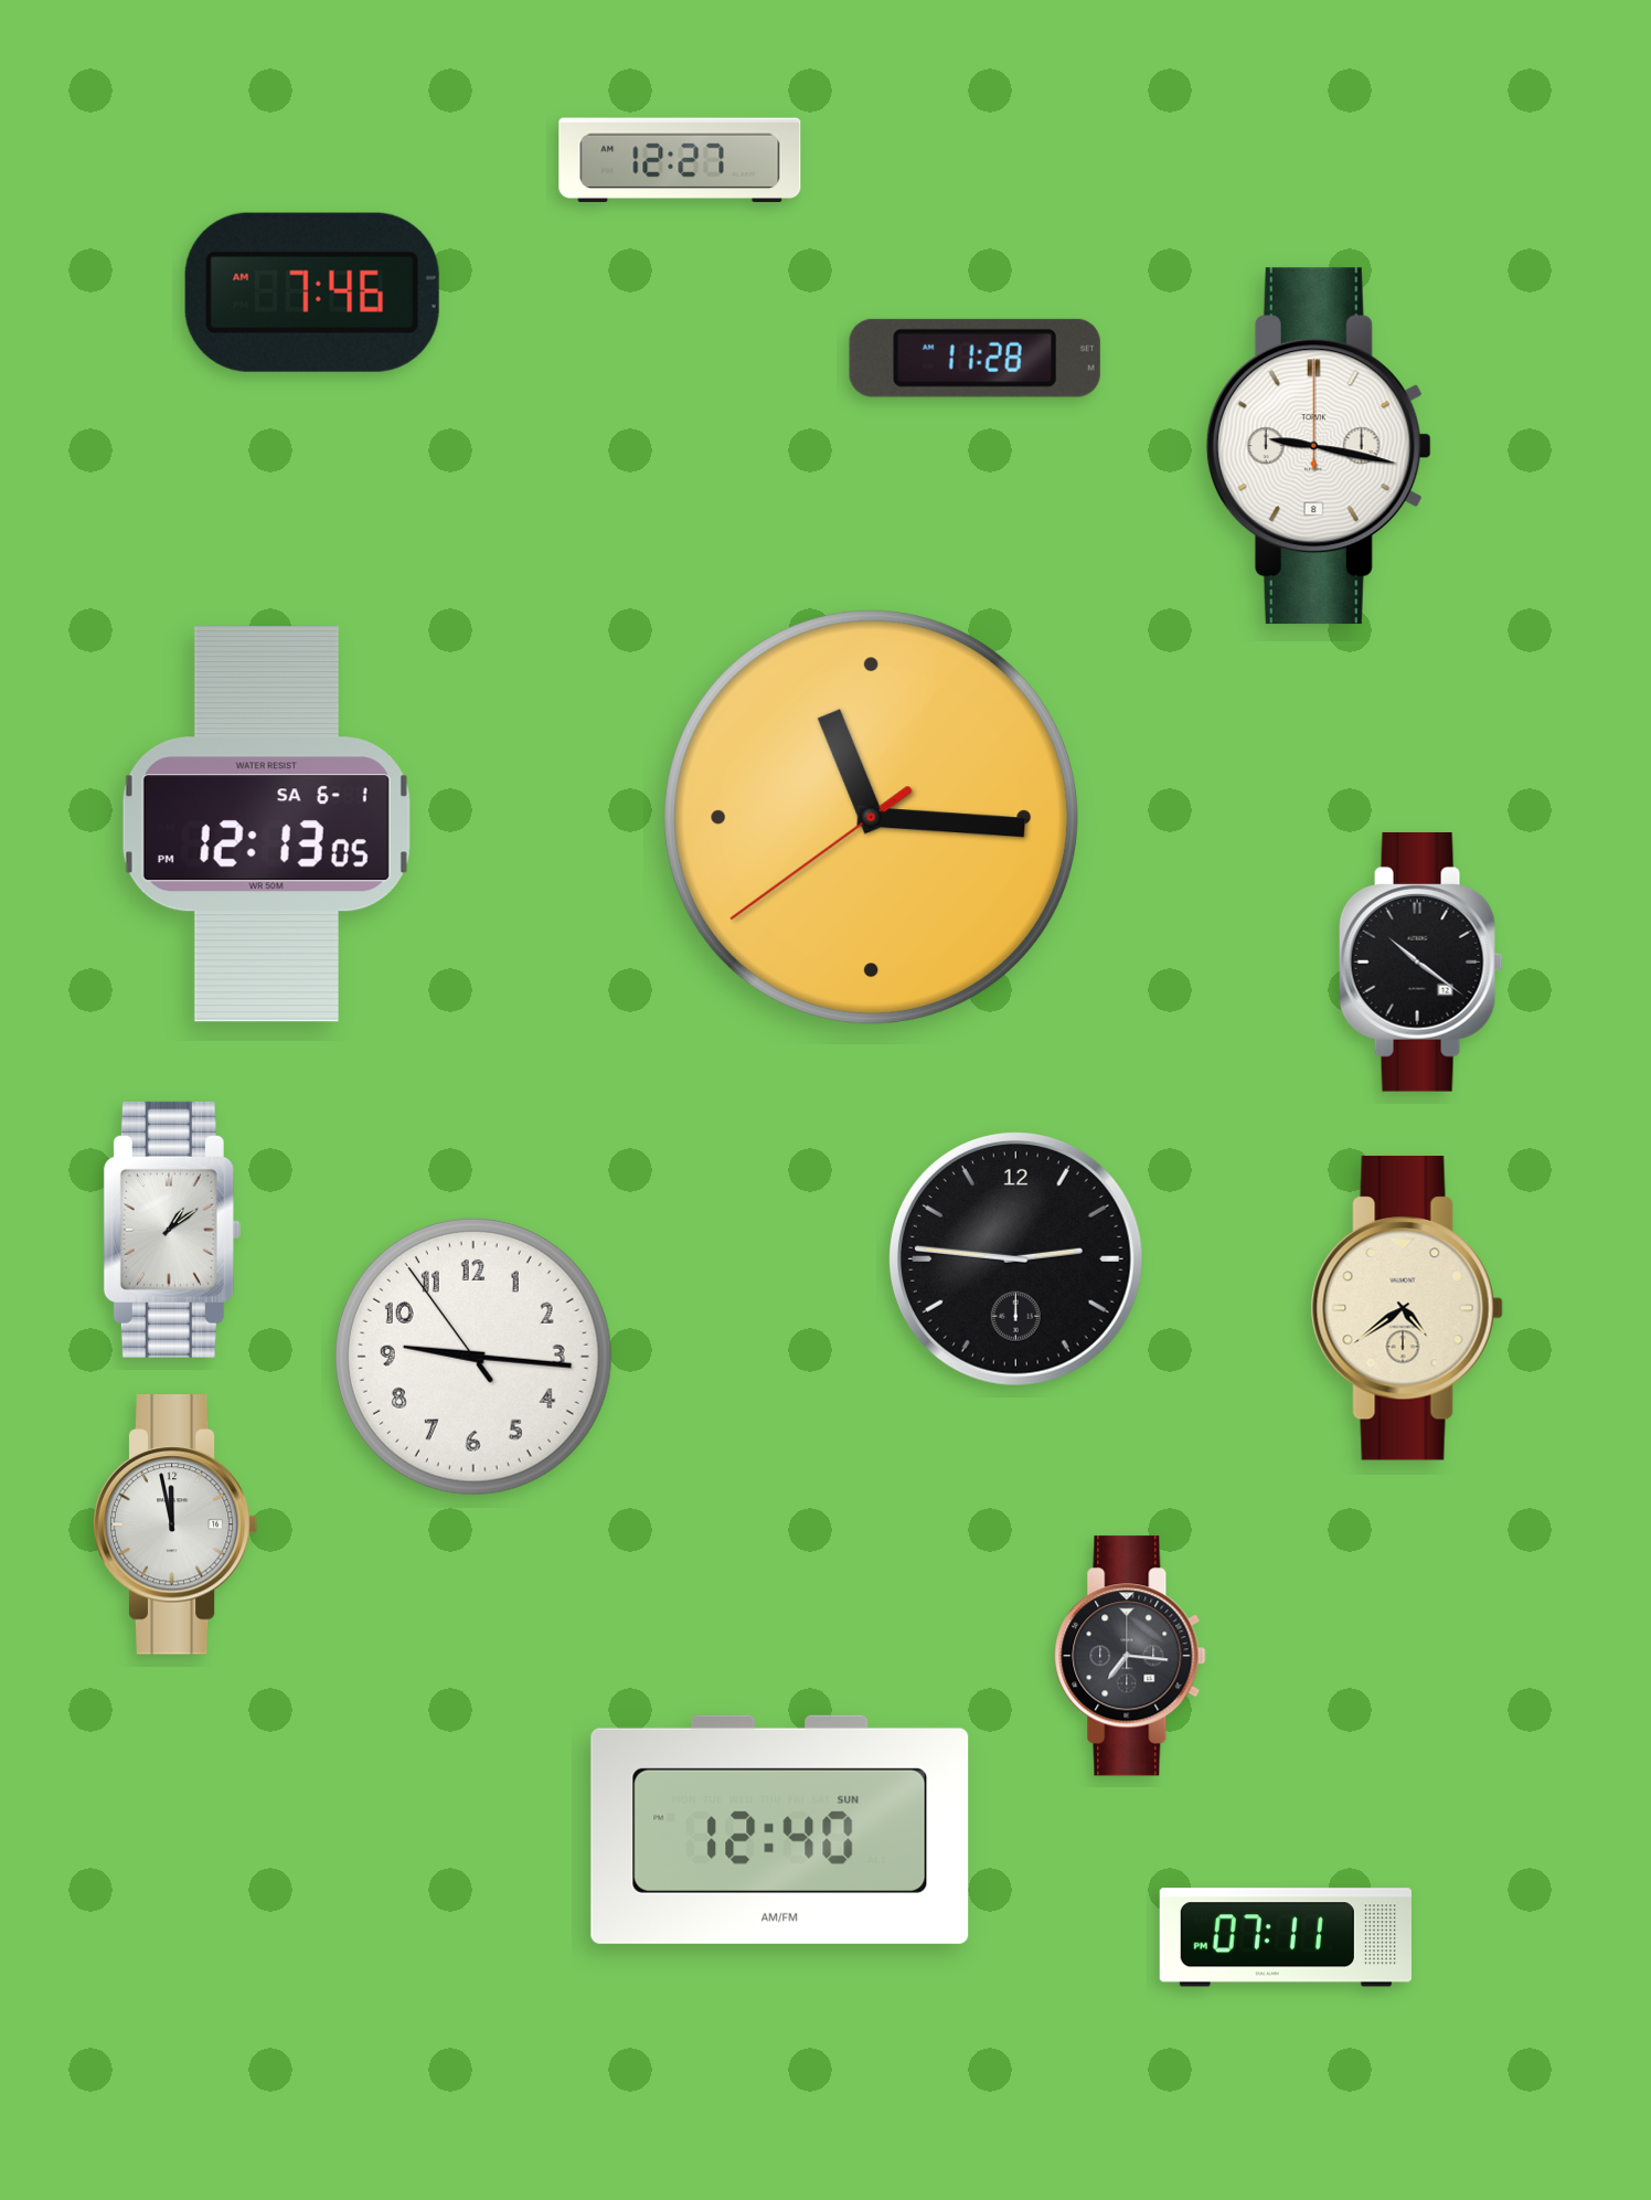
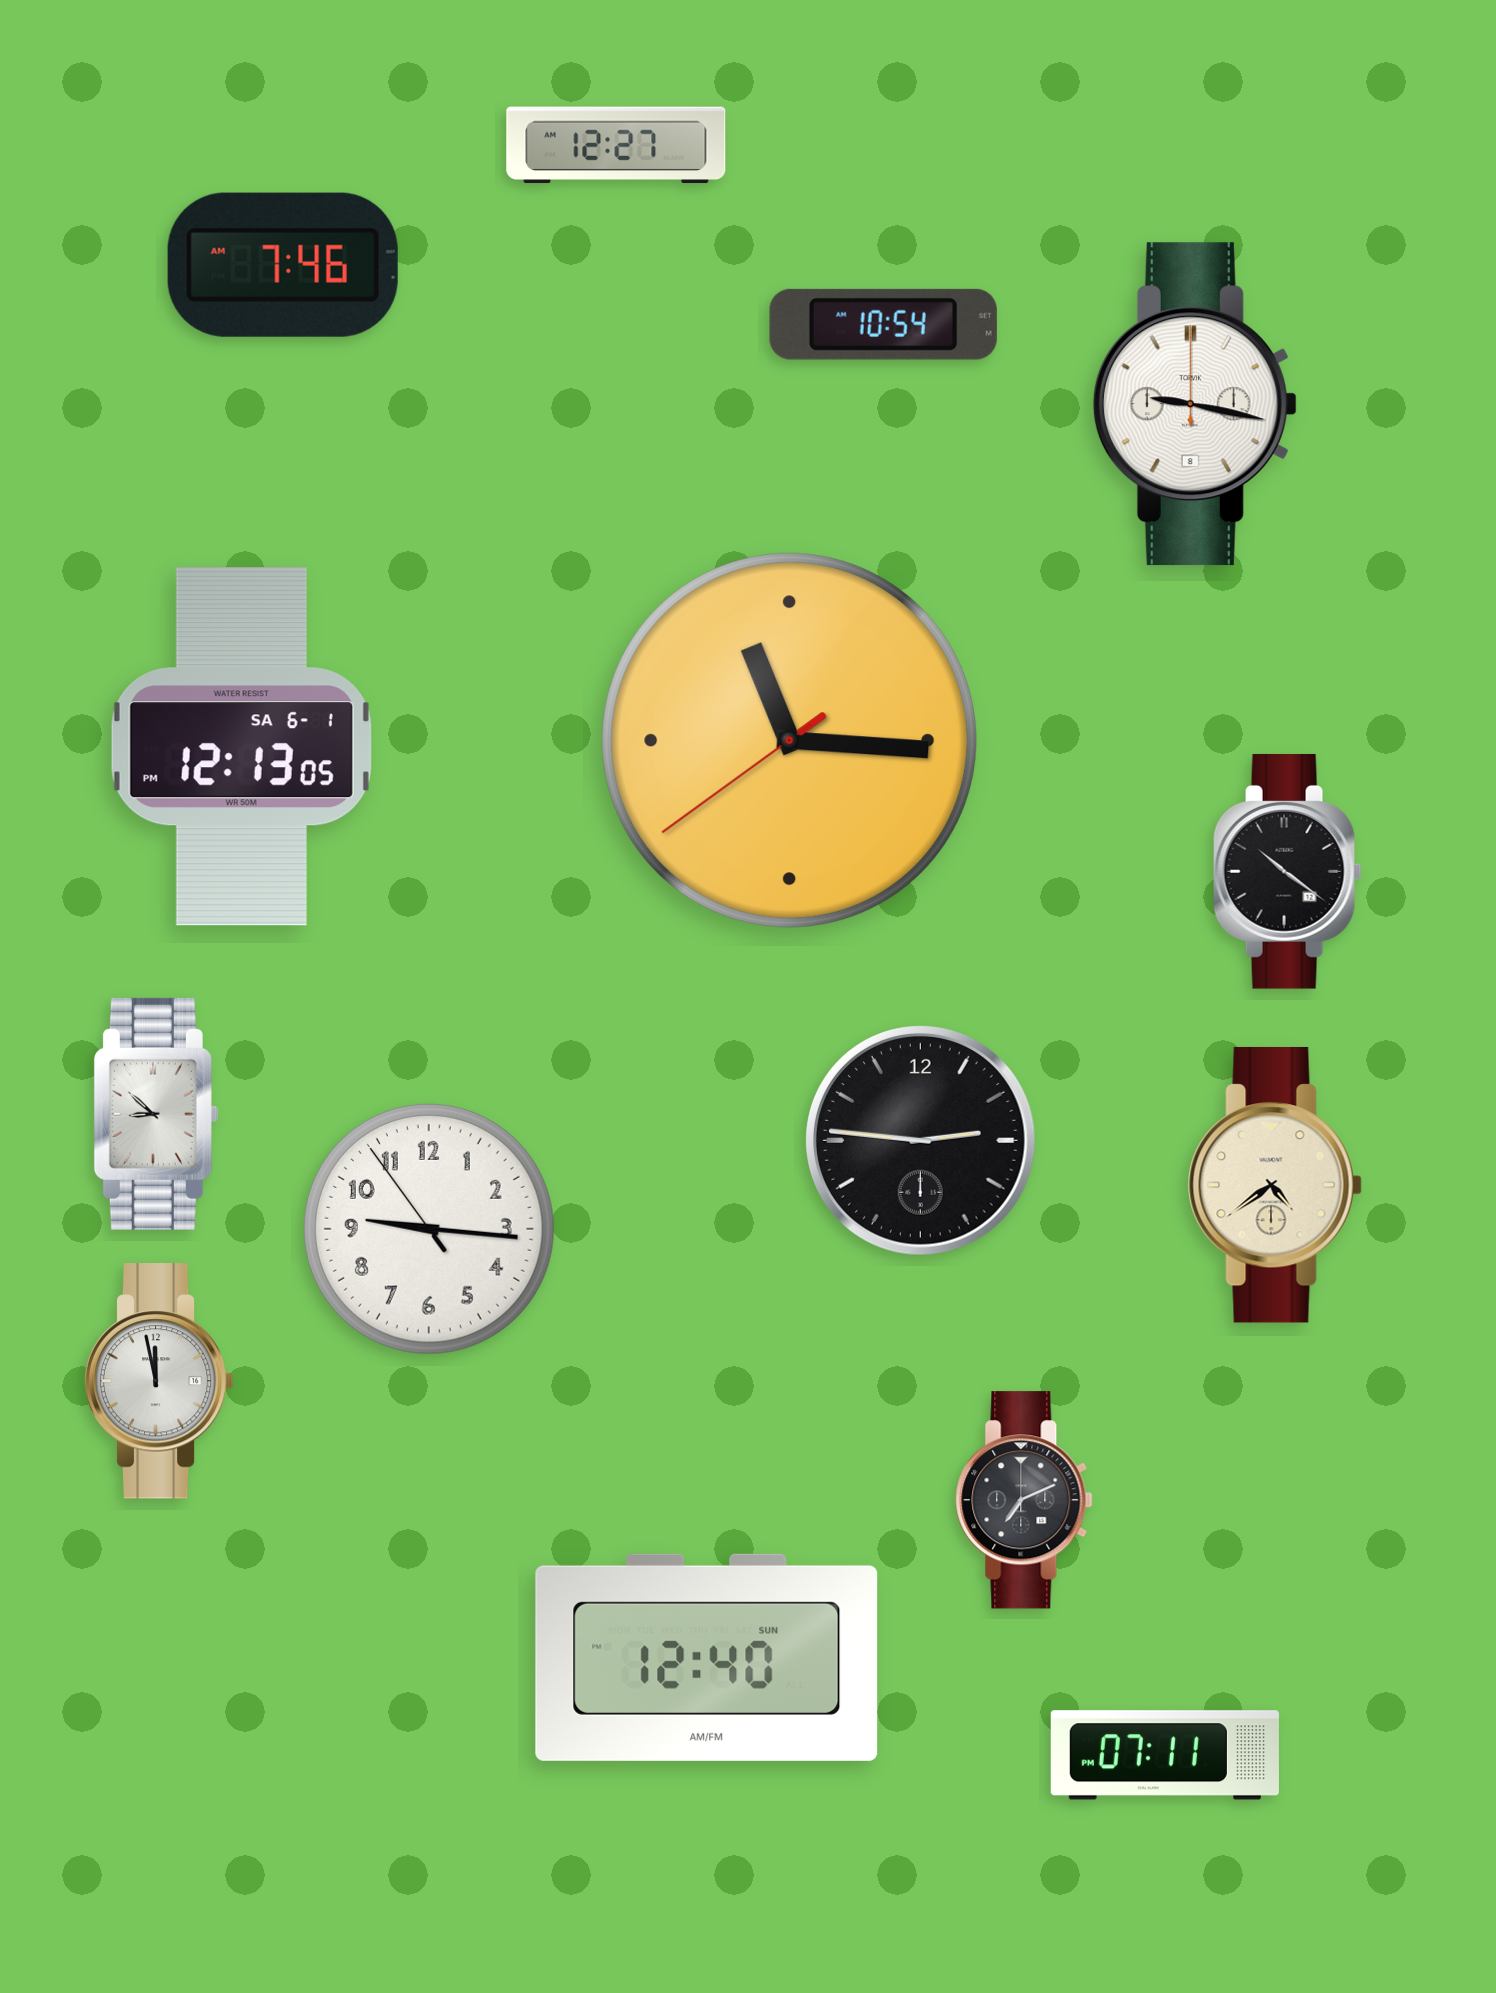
clock at (974, 358): 11:28 -> 10:54
clock at (172, 1230): 1:09 -> 8:52
clock at (1130, 1656): 7:16 -> 7:11
